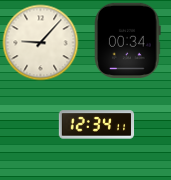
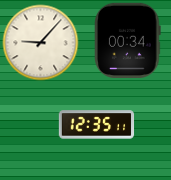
clock at (97, 125): 12:34 -> 12:35
